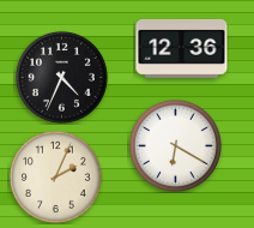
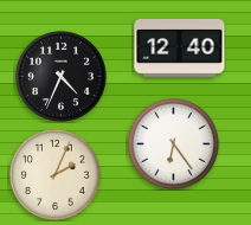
clock at (182, 48): 12:36 -> 12:40
clock at (175, 145): 6:20 -> 6:24
